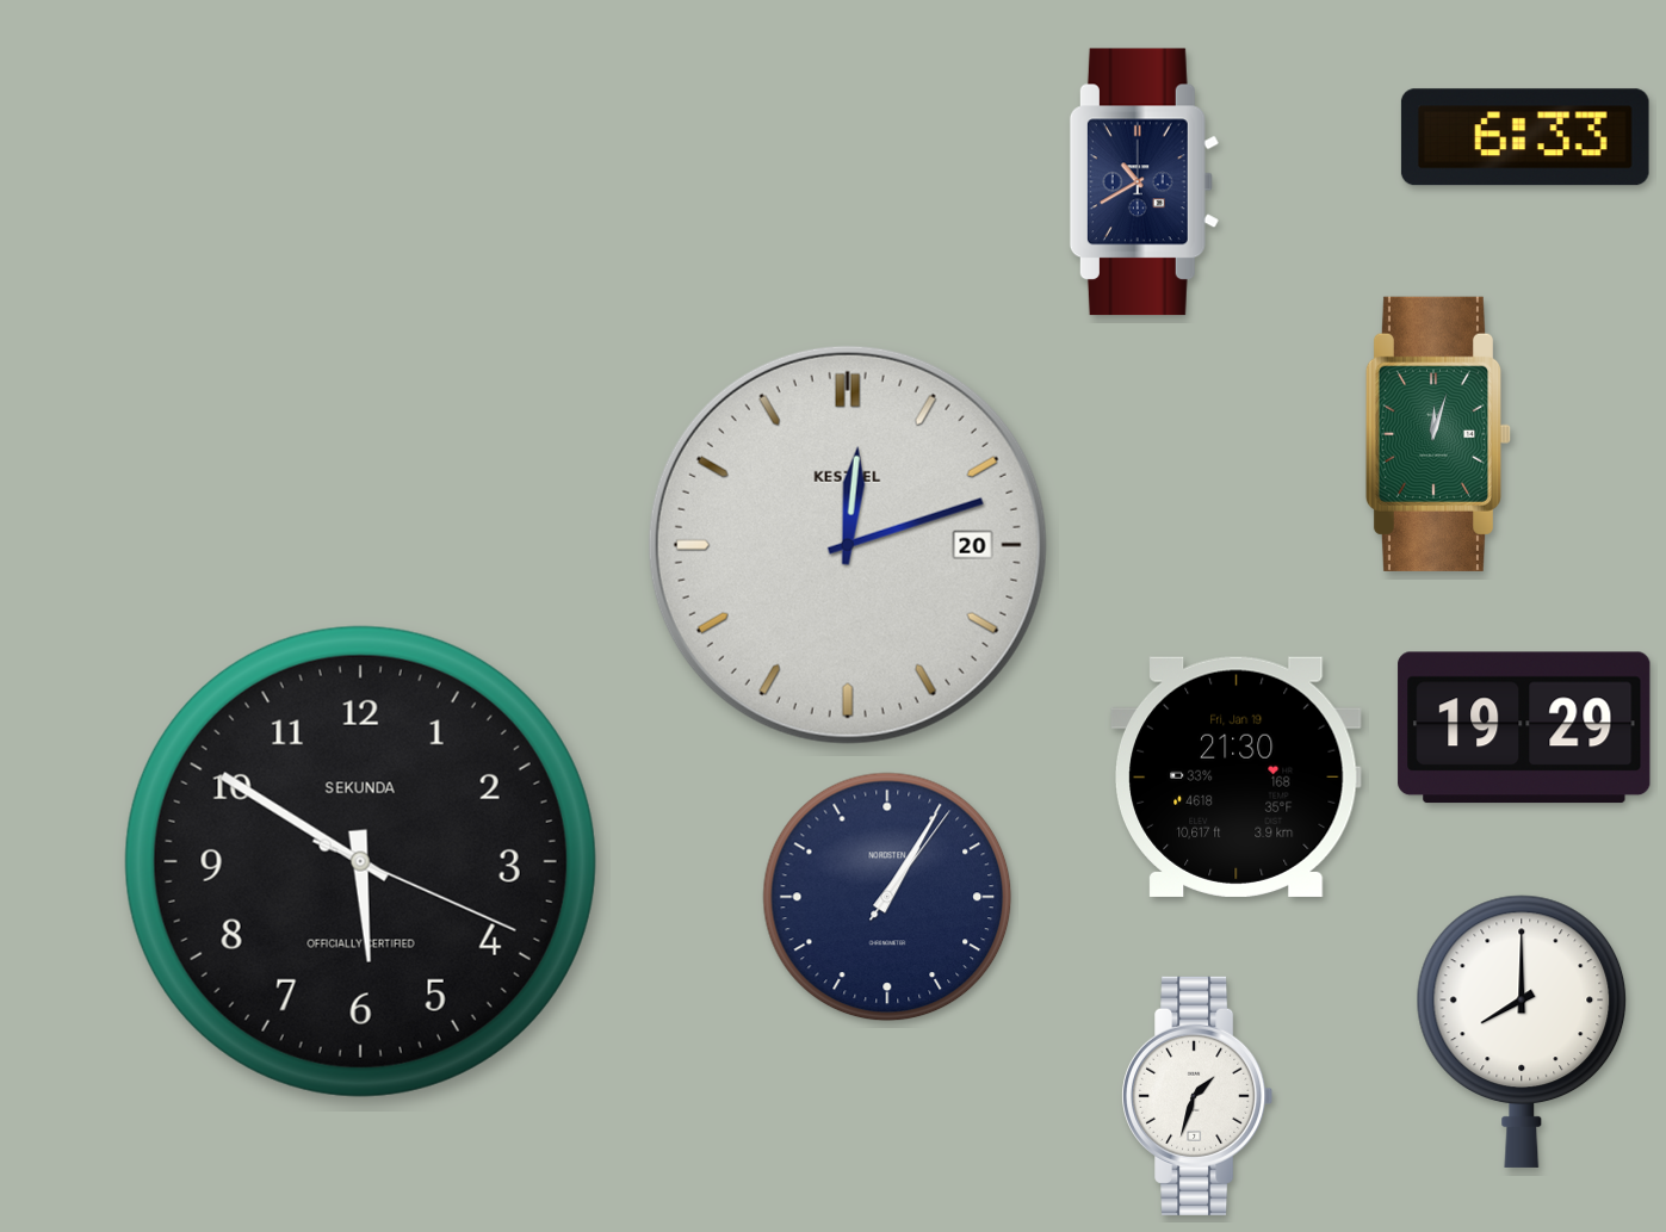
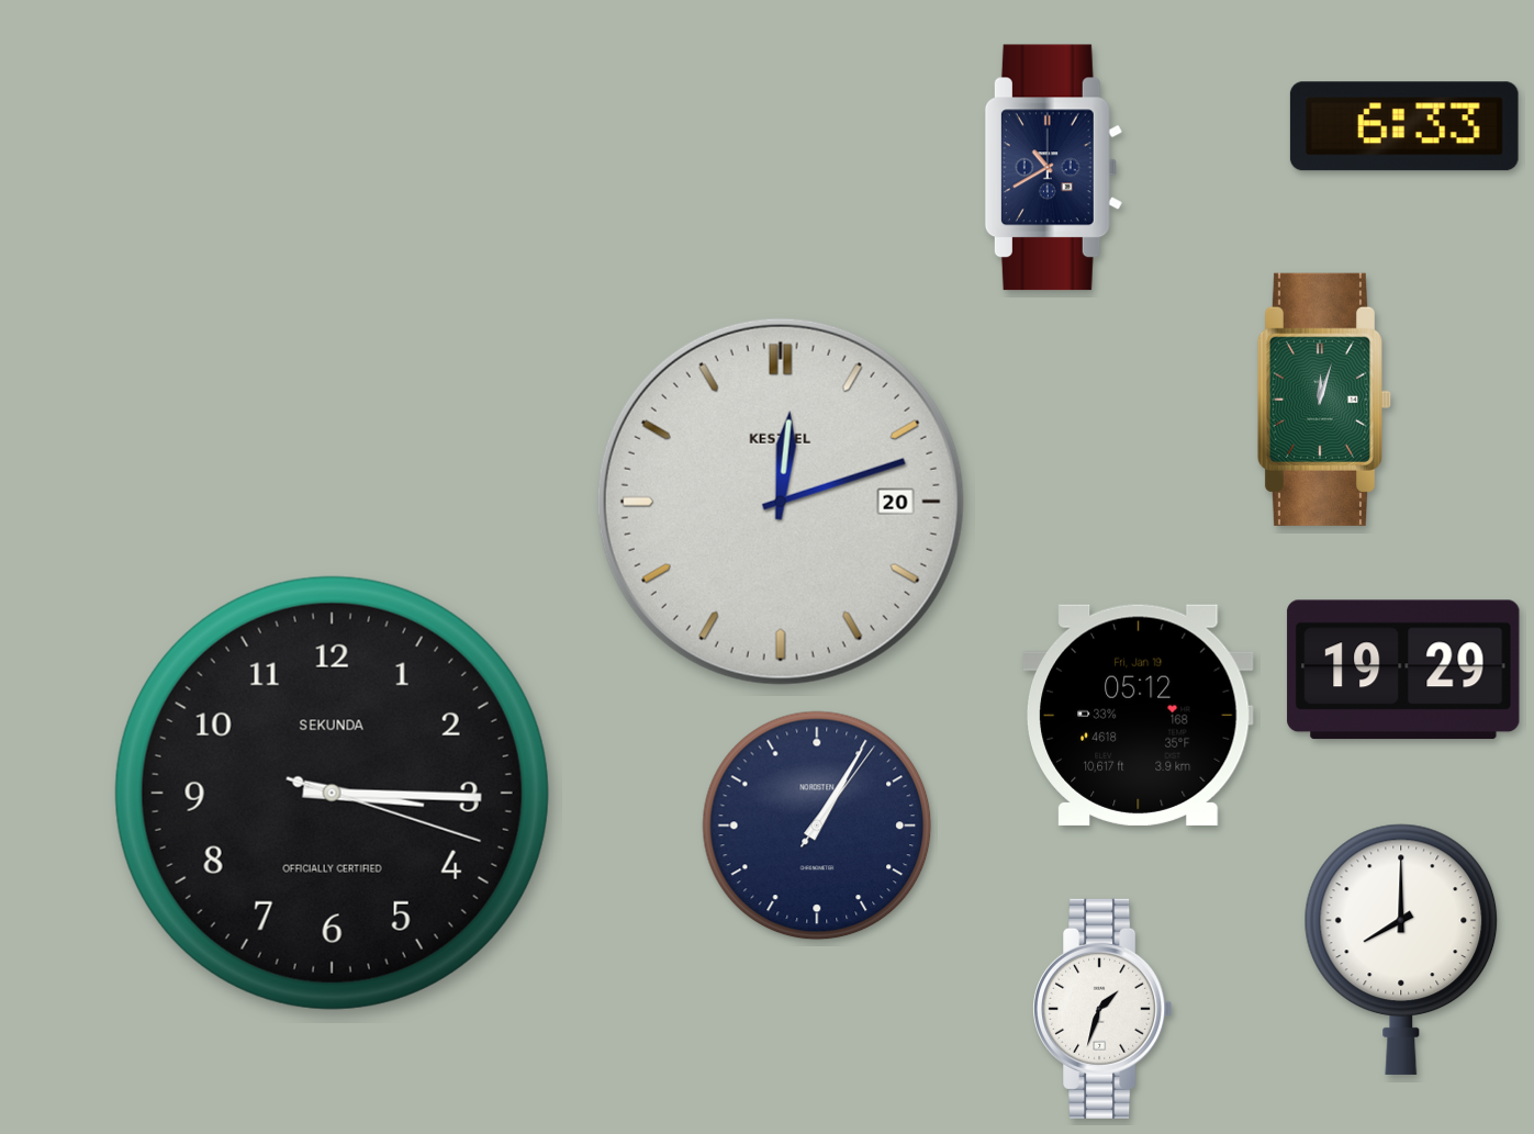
clock at (1235, 776): 21:30 -> 05:12
clock at (360, 861): 5:50 -> 3:15
